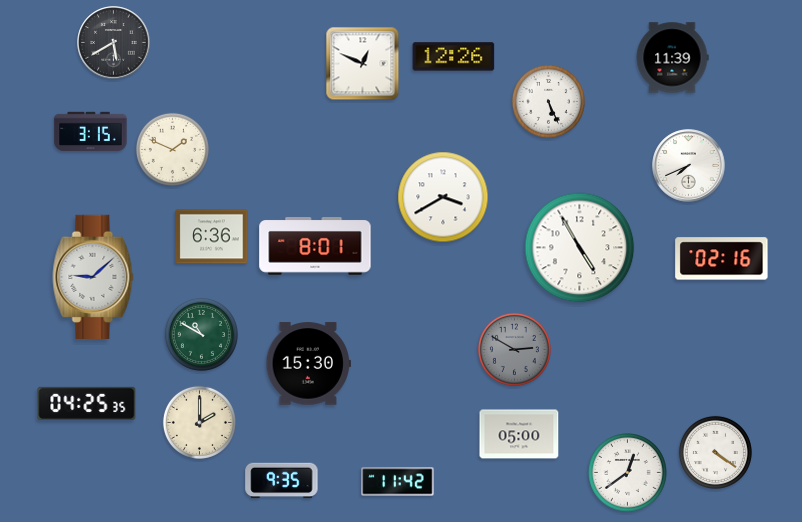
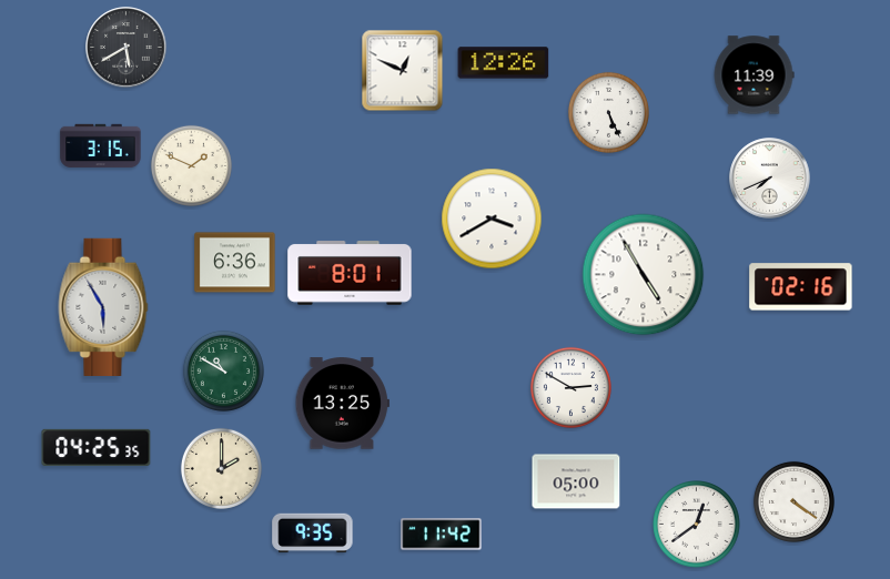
clock at (672, 58) position: (672, 58) -> (754, 75)
clock at (689, 166) position: (689, 166) -> (770, 179)
clock at (93, 277): 9:08 -> 5:55
clock at (514, 349) dial: grey -> white
clock at (308, 364): 15:30 -> 13:25
